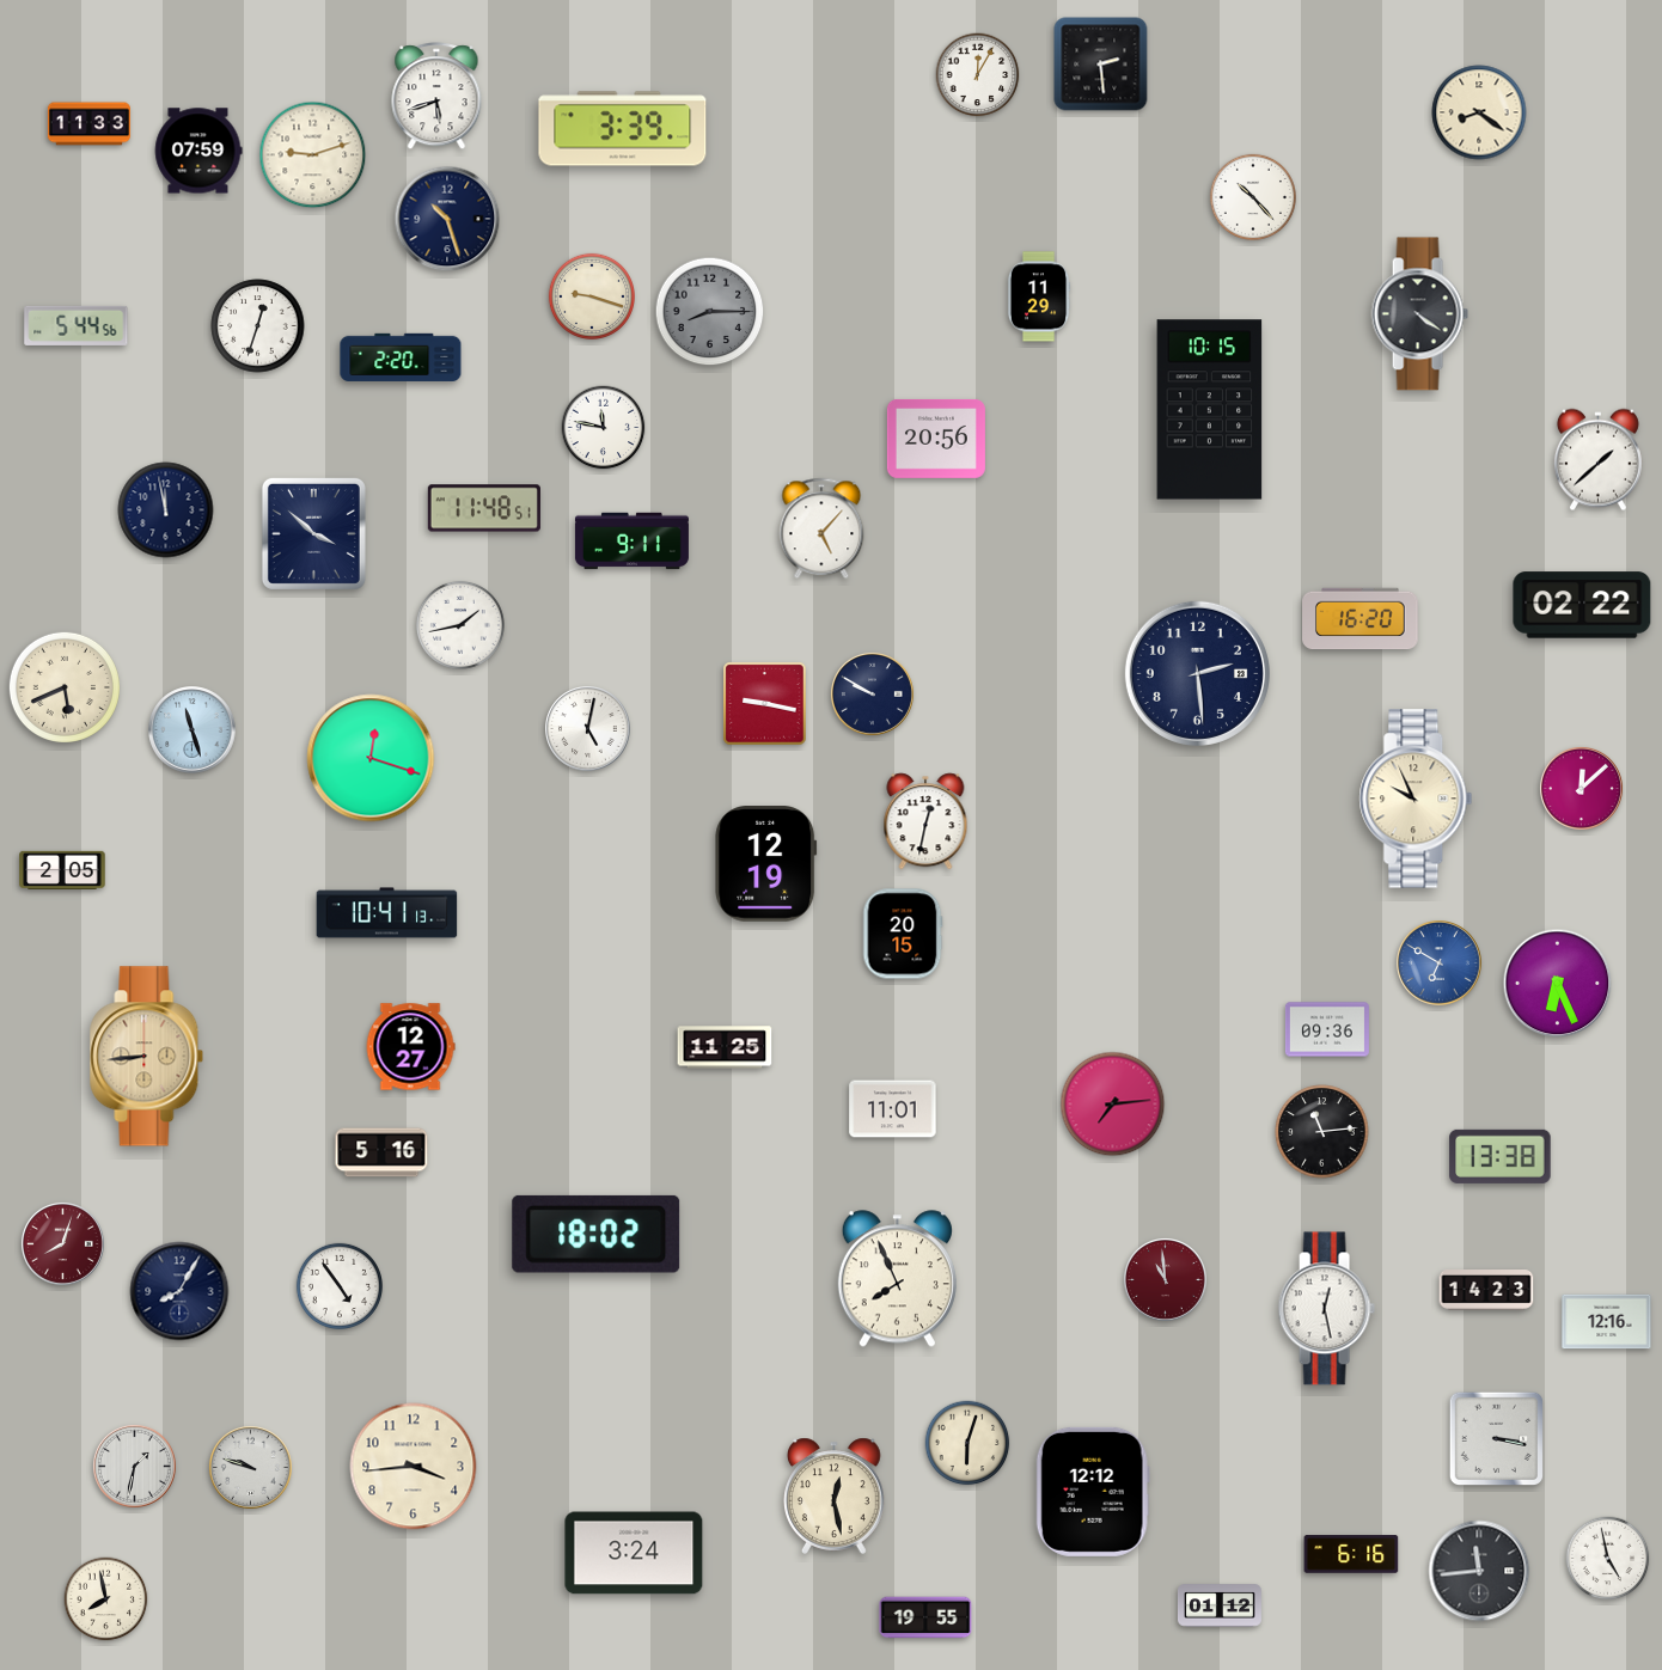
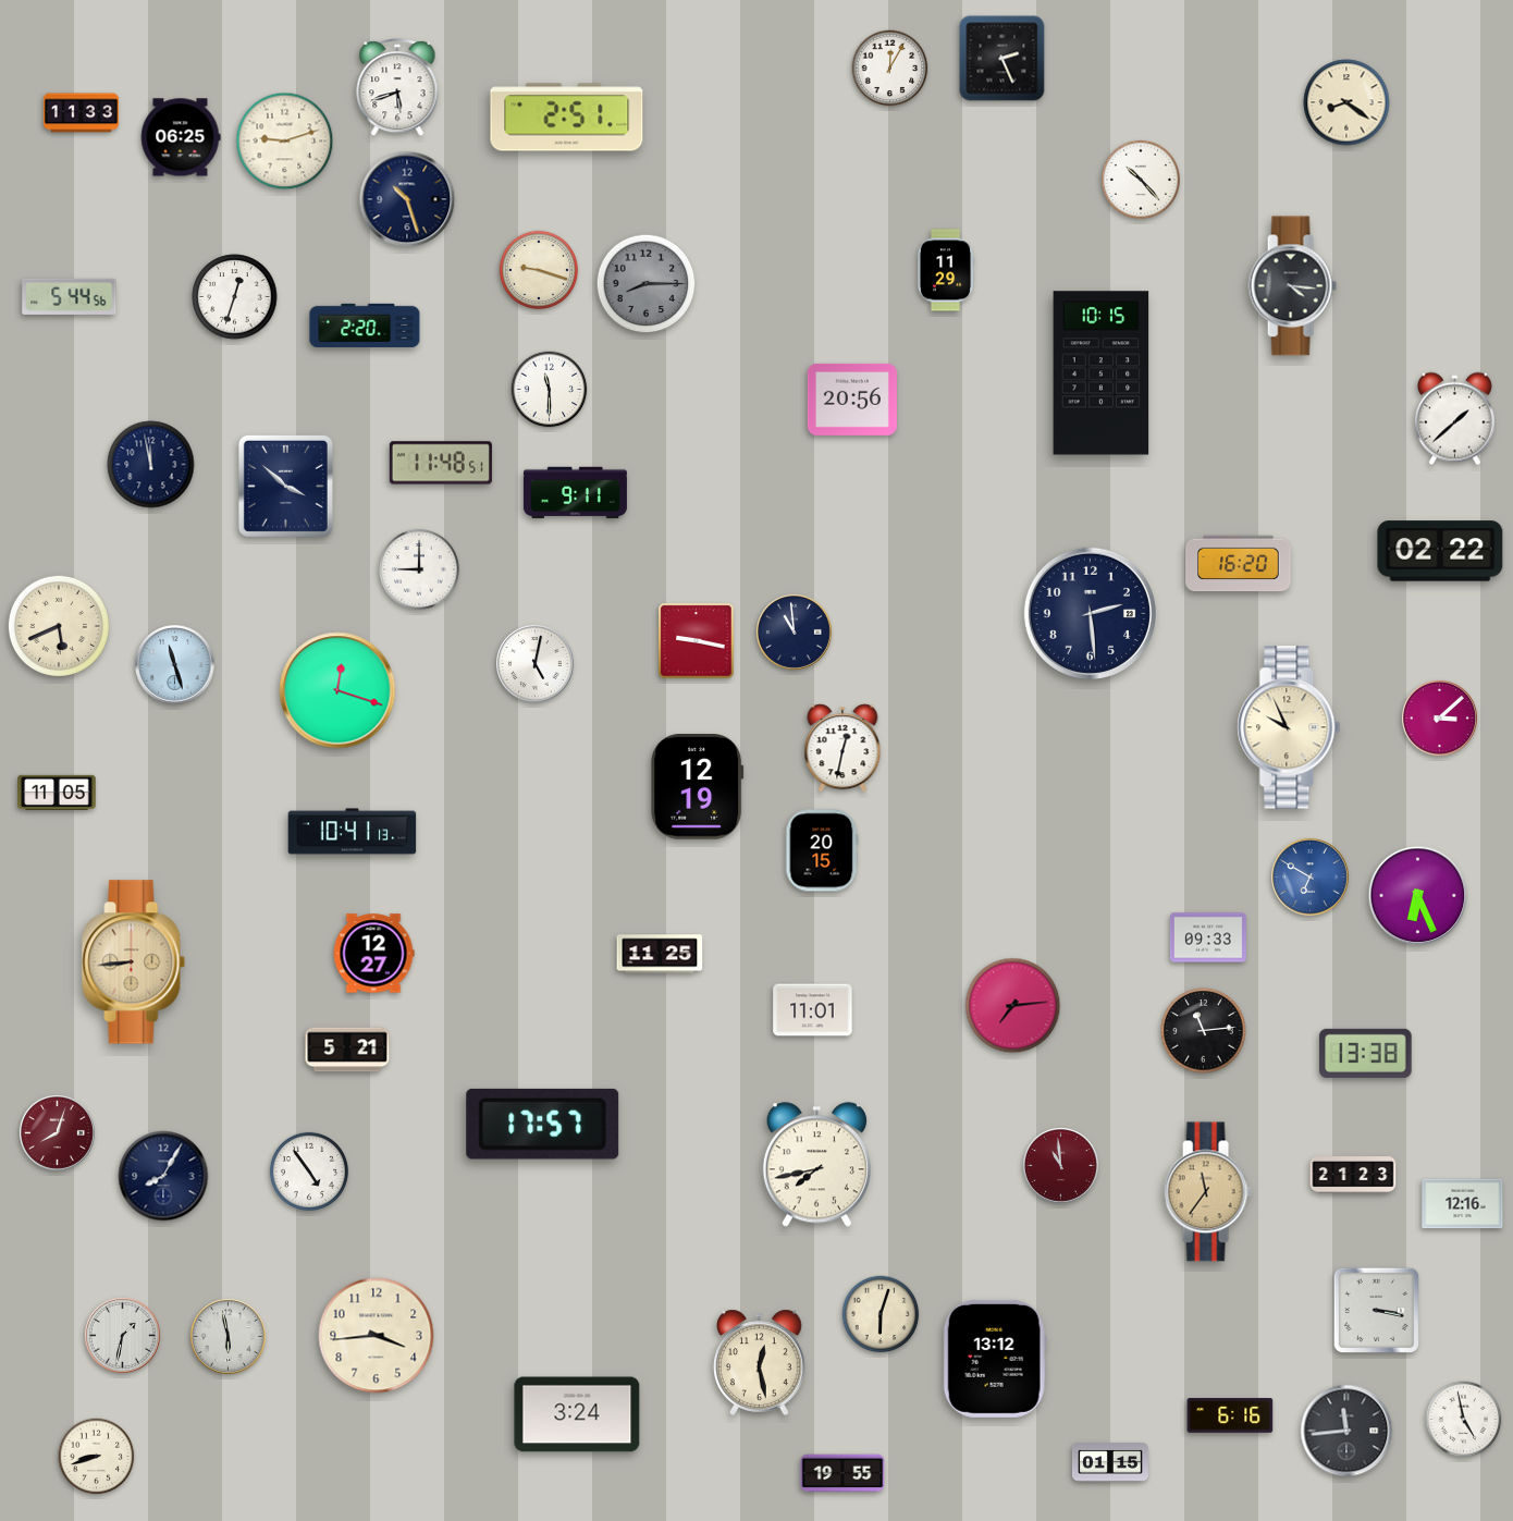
clock at (1101, 65): 2:29 -> 2:26
clock at (623, 129): 3:39 -> 2:51
clock at (198, 151): 07:59 -> 06:25
clock at (1419, 314): 4:21 -> 4:16
clock at (604, 428): 11:47 -> 11:30
clock at (821, 528): 5:07 -> none
clock at (460, 625): 1:43 -> 9:00
clock at (872, 693): 9:50 -> 10:59
clock at (1581, 788): 12:08 -> 3:08
clock at (62, 870): 2:05 -> 11:05
clock at (1327, 1029): 09:36 -> 09:33
clock at (381, 1152): 5:16 -> 5:21
clock at (597, 1234): 18:02 -> 17:57
clock at (897, 1279): 7:56 -> 7:43
clock at (1486, 1290): 14:23 -> 21:23
clock at (1326, 1309): 12:28 -> 11:36
clock at (1326, 1309) dial: white -> champagne
clock at (1496, 1438) position: (1496, 1438) -> (1376, 1310)
clock at (250, 1467): 9:48 -> 5:58
clock at (1093, 1492): 12:12 -> 13:12
clock at (106, 1599): 7:58 -> 8:42
clock at (1220, 1605): 01:12 -> 01:15
